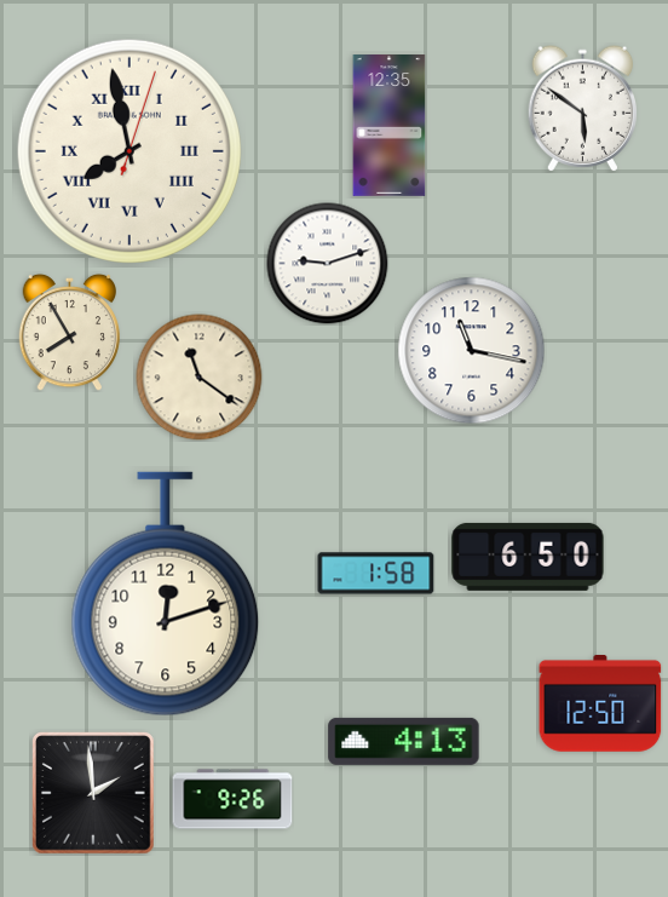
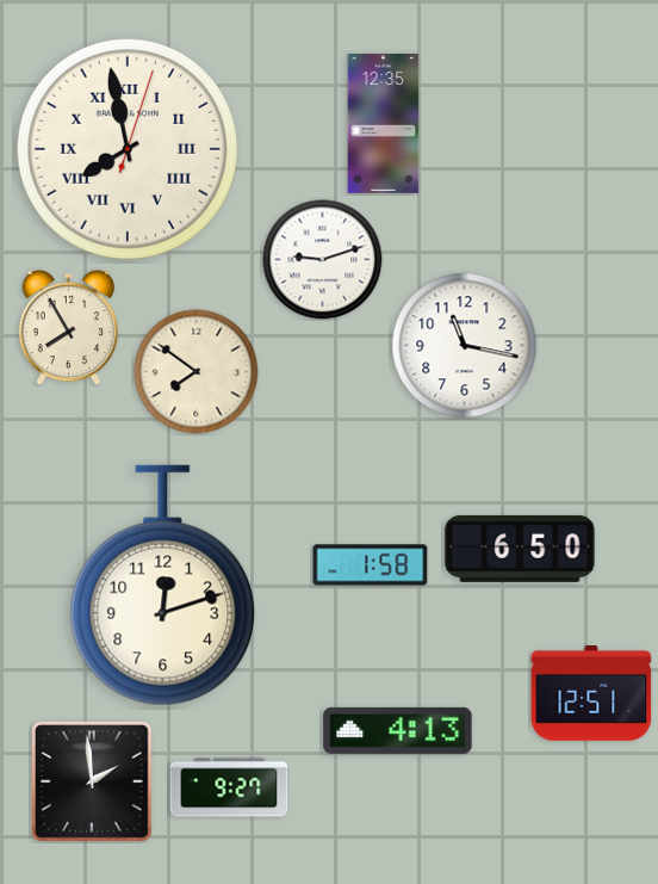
clock at (582, 109): 5:51 -> none
clock at (200, 378): 11:21 -> 7:51
clock at (600, 705): 12:50 -> 12:51
clock at (232, 799): 9:26 -> 9:27
